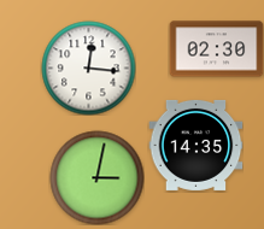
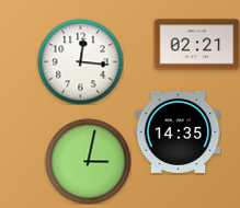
clock at (216, 49): 02:30 -> 02:21
